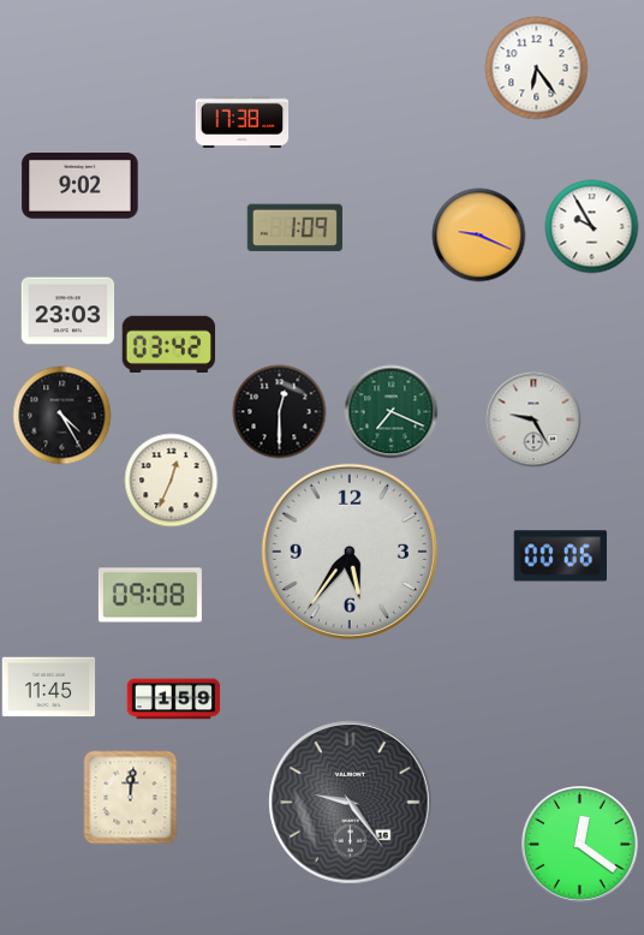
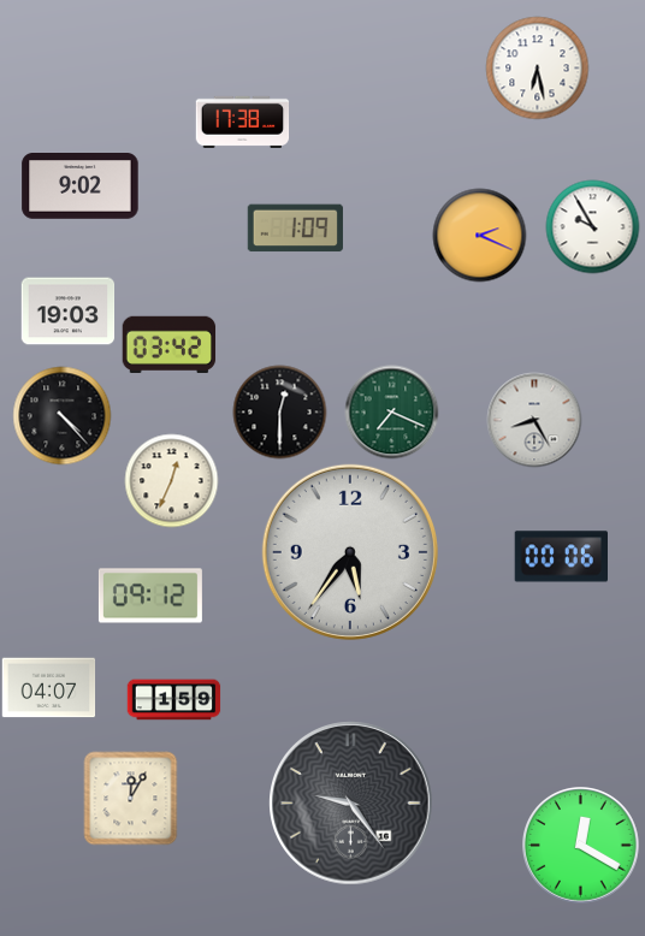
clock at (536, 67): 6:24 -> 6:28
clock at (478, 234): 9:19 -> 2:19
clock at (67, 311): 23:03 -> 19:03
clock at (61, 415): 4:25 -> 4:23
clock at (533, 419): 9:25 -> 8:25
clock at (150, 595): 09:08 -> 09:12
clock at (48, 687): 11:45 -> 04:07
clock at (130, 797): 12:01 -> 12:05
clock at (580, 845): 12:21 -> 12:20
